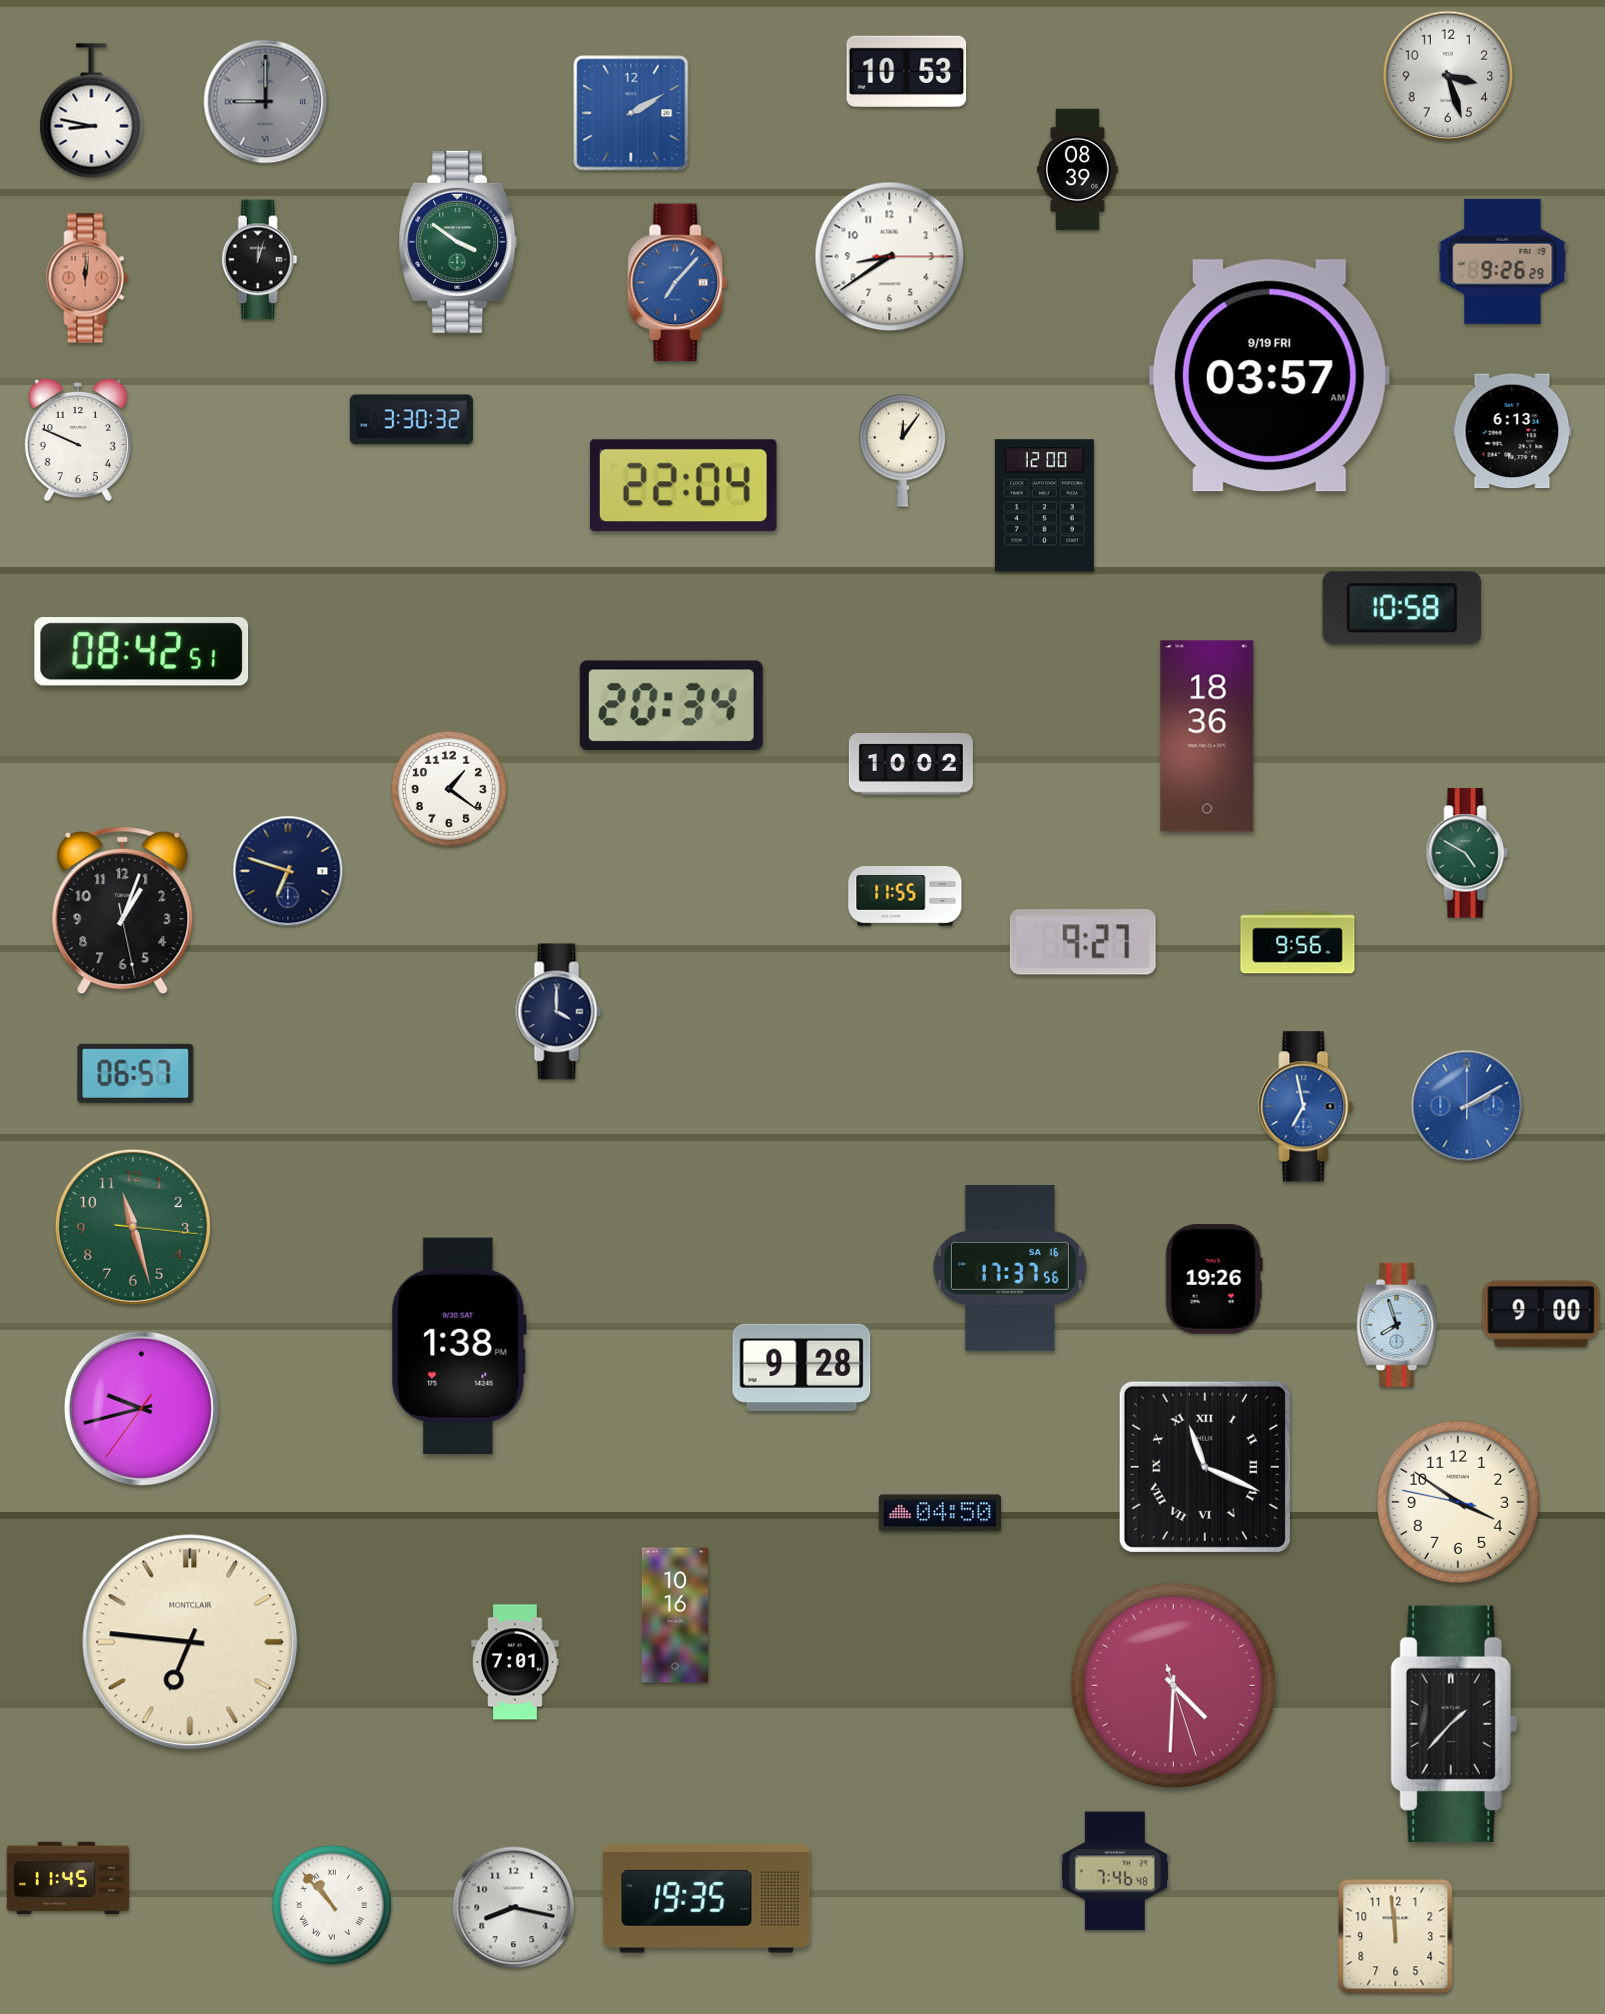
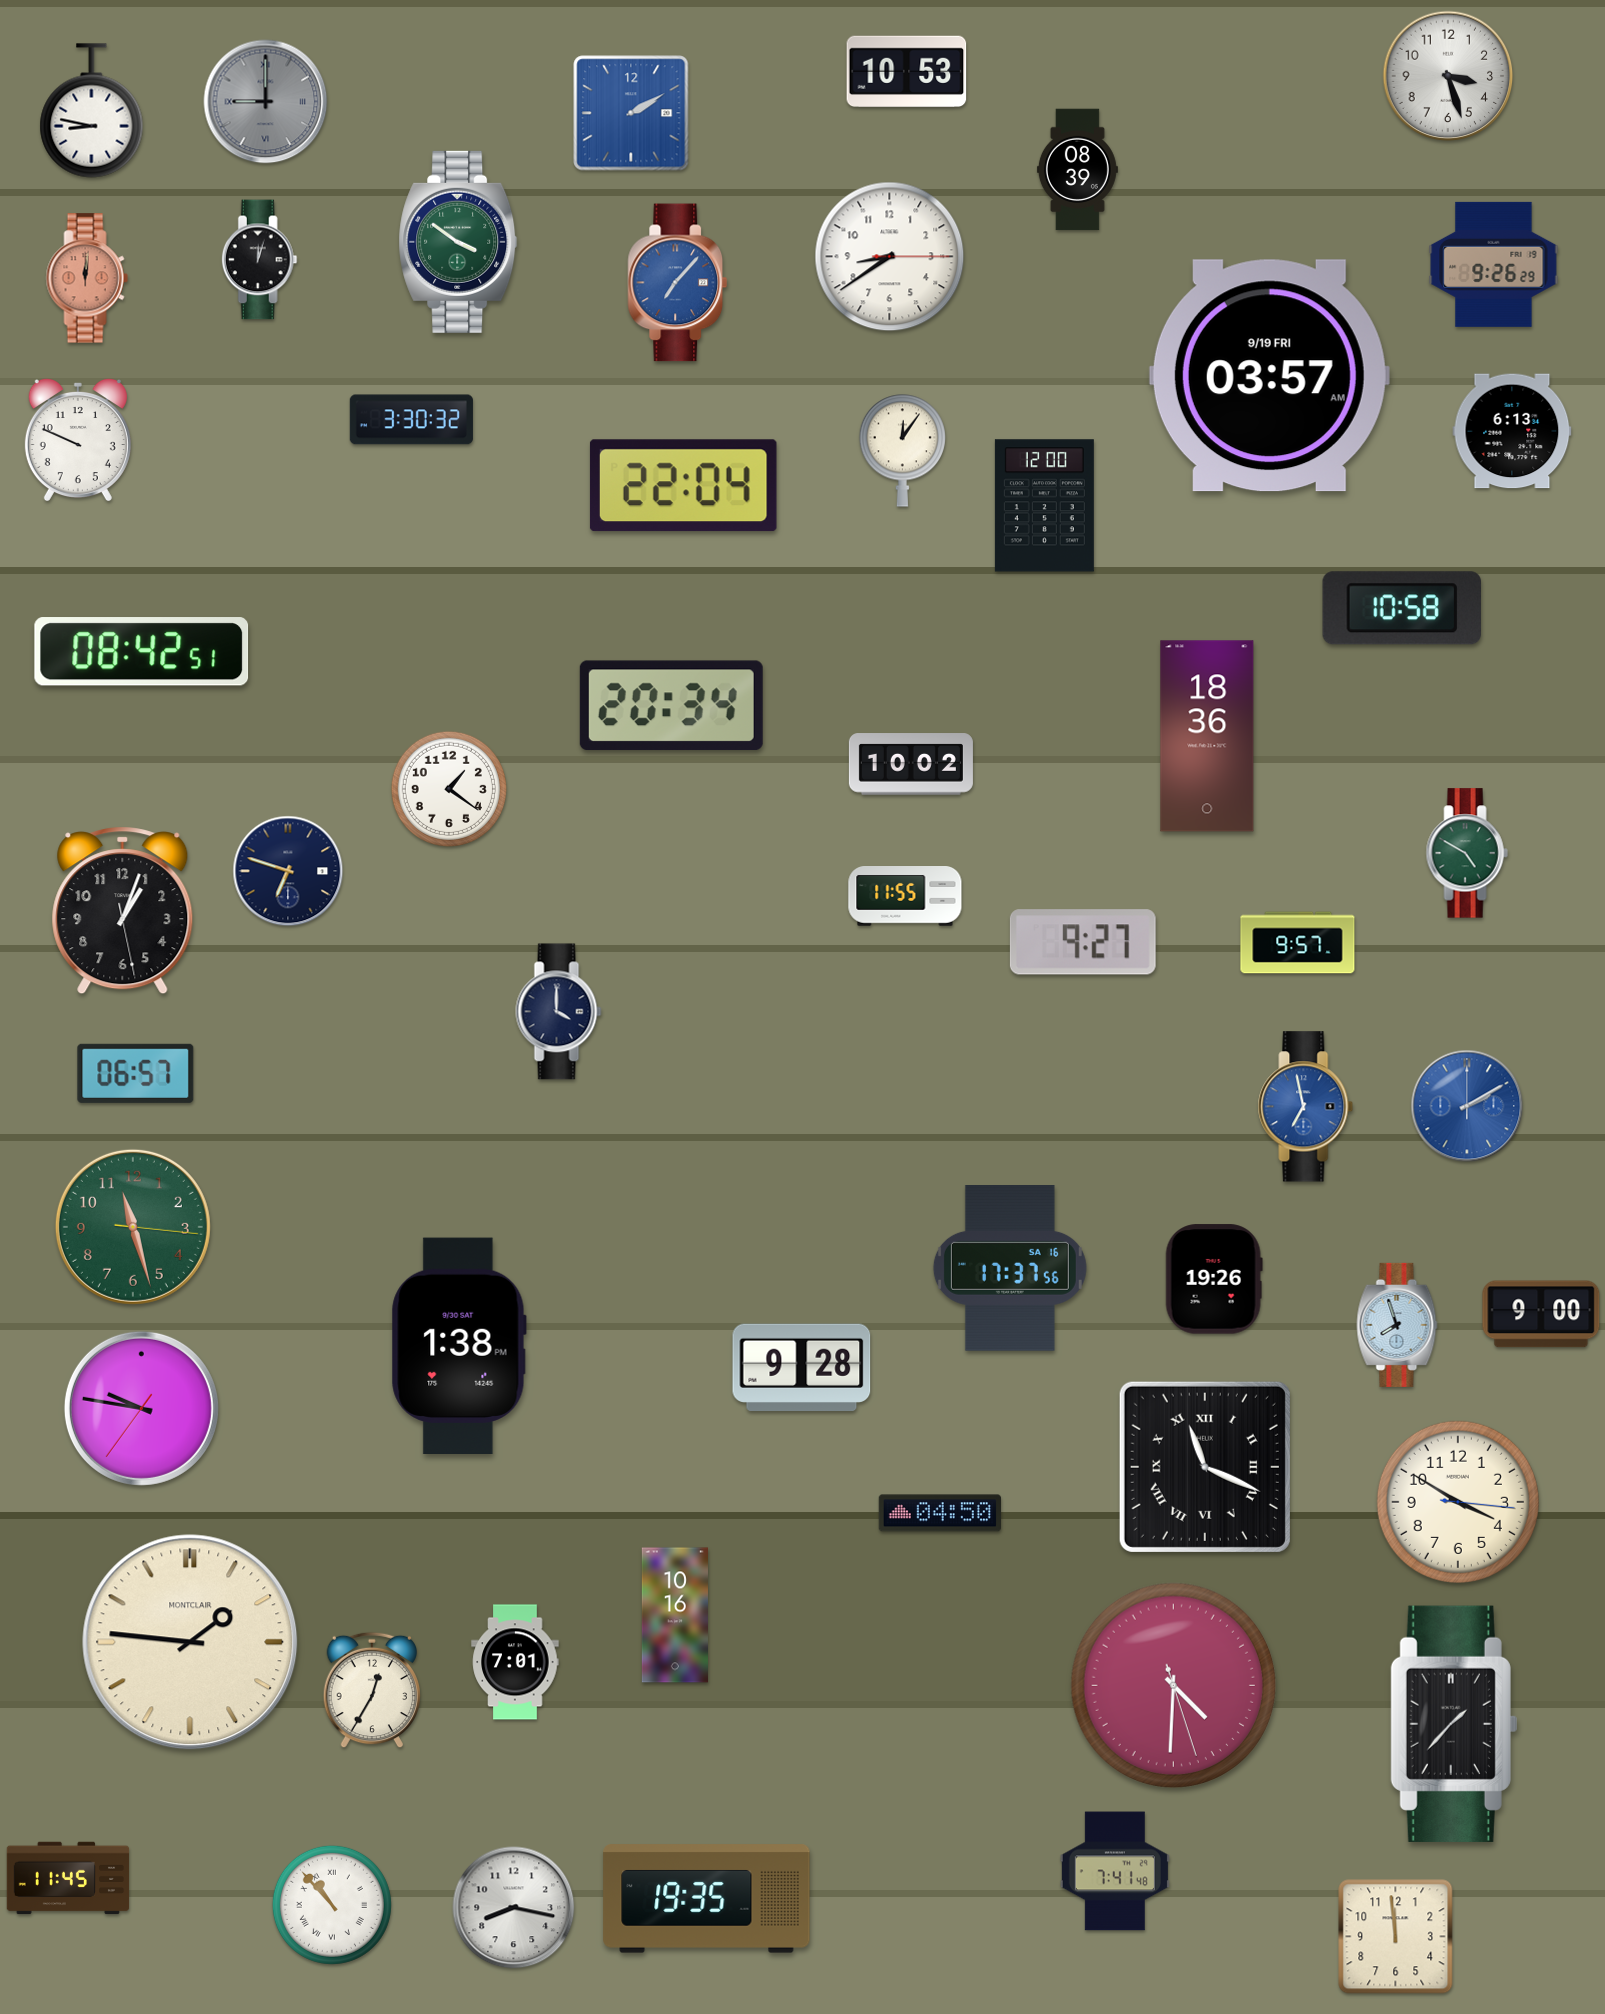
clock at (1503, 261) position: (1503, 261) -> (1494, 264)
clock at (1298, 943): 9:56 -> 9:57
clock at (141, 1408): 9:42 -> 9:46
clock at (1458, 1502): 3:50:47 -> 3:50:16
clock at (190, 1642): 6:46 -> 1:46
clock at (372, 1690): none -> 12:35
clock at (1115, 1871): 7:46 -> 7:41
